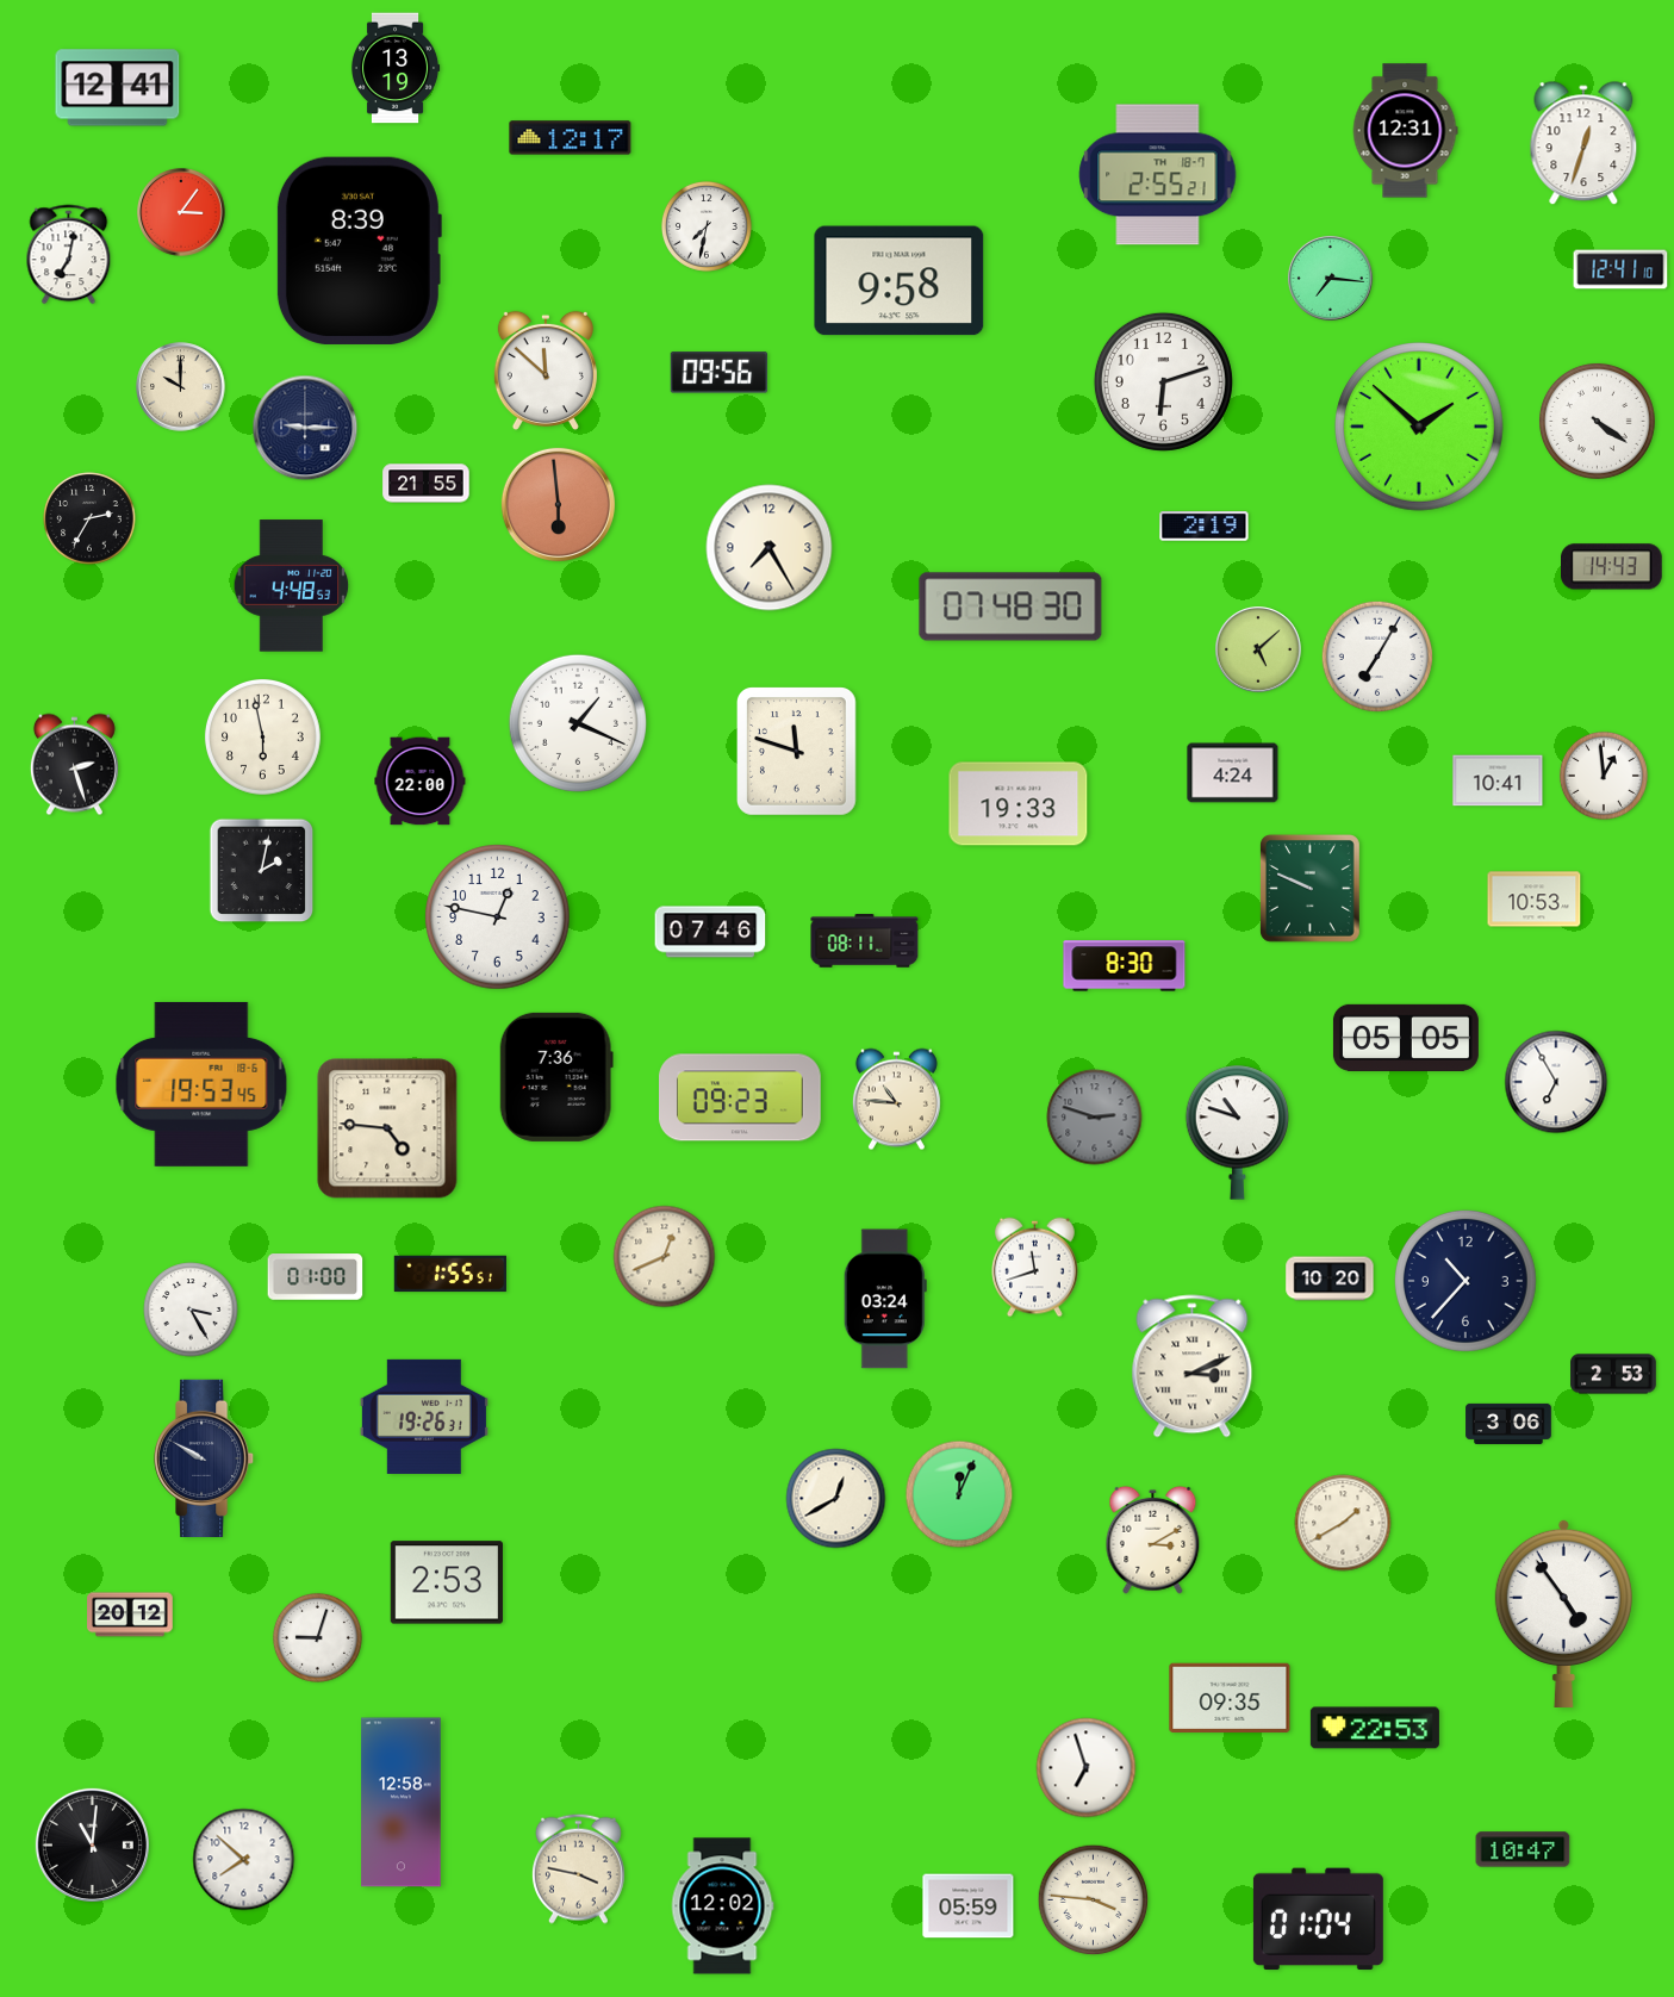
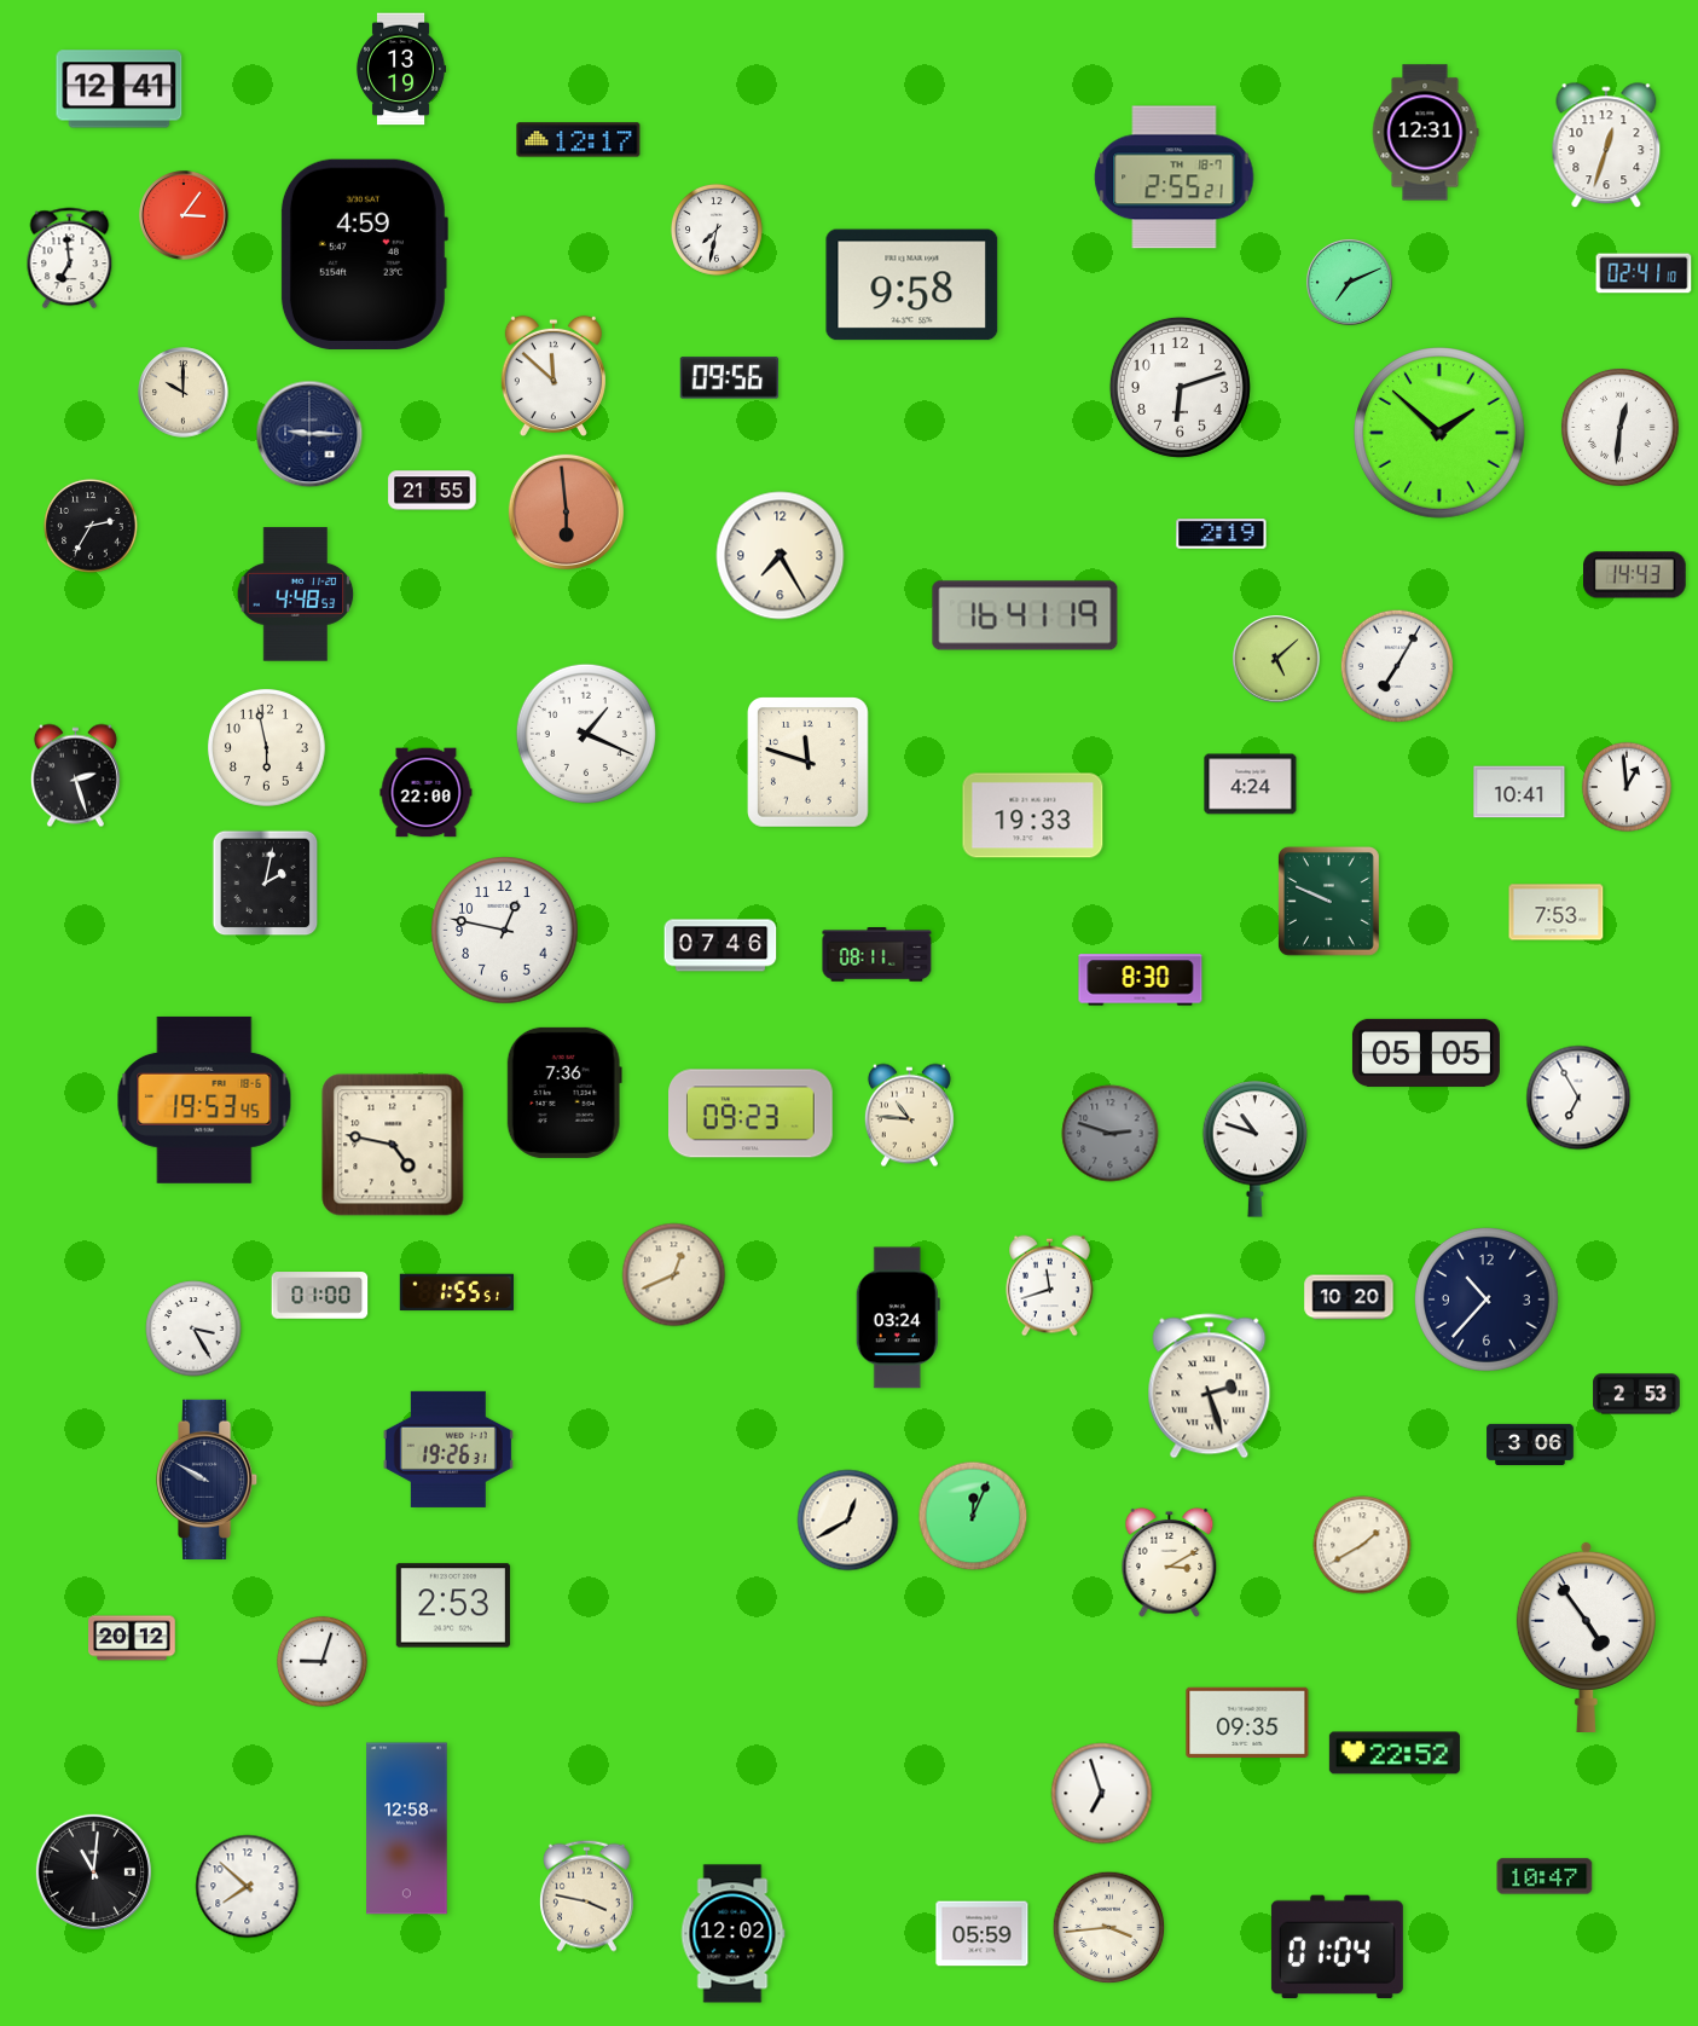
clock at (359, 250): 8:39 -> 4:59
clock at (69, 255): 7:02 -> 6:59
clock at (1620, 269): 12:41 -> 02:41
clock at (1330, 278): 7:16 -> 7:11
clock at (1597, 421): 4:21 -> 12:31
clock at (1010, 606): 07:48 -> 16:41
clock at (1535, 900): 10:53 -> 7:53
clock at (387, 1128): 4:46 -> 4:47
clock at (1193, 1367): 3:11 -> 2:27
clock at (424, 1417) position: (424, 1417) -> (448, 1449)
clock at (1375, 1728): 22:53 -> 22:52
clock at (1094, 1900): 3:46 -> 3:44
